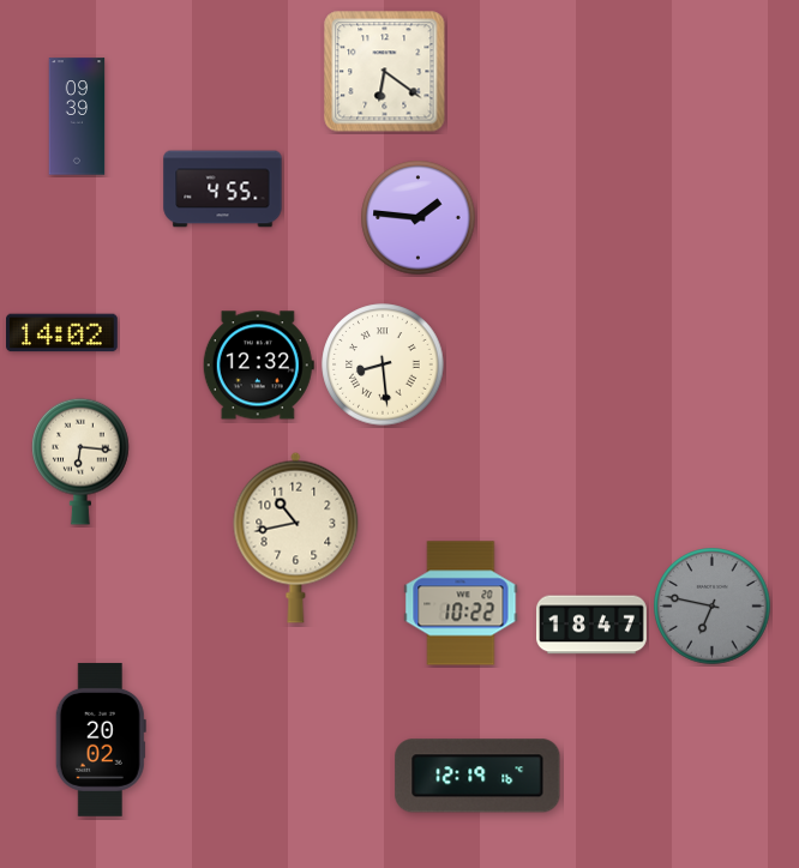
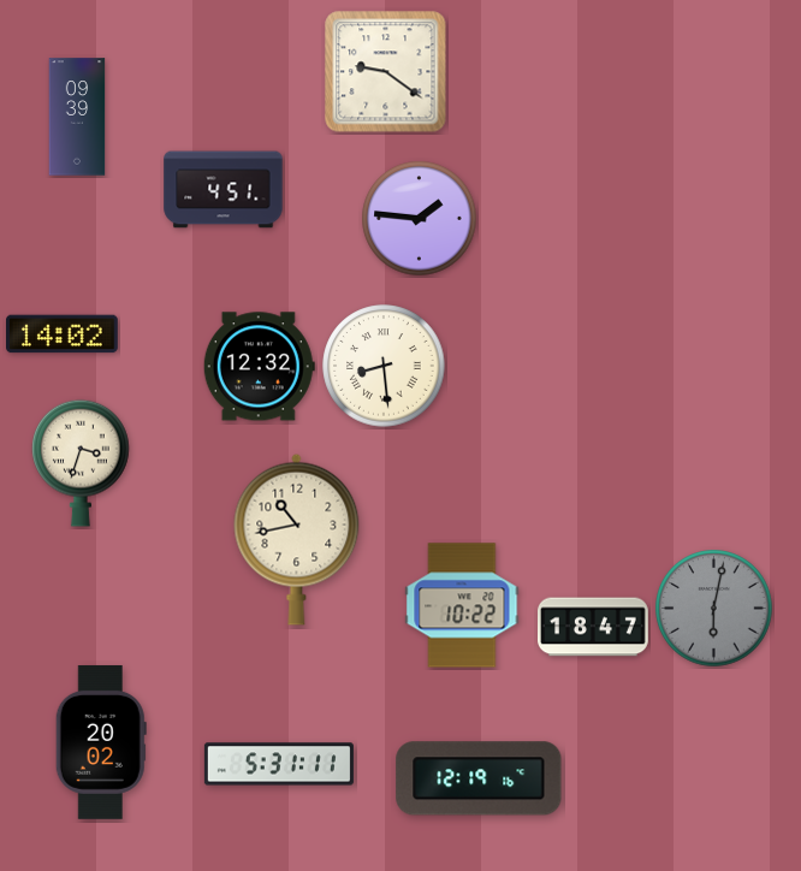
clock at (385, 72): 6:21 -> 9:21
clock at (223, 189): 4:55 -> 4:51
clock at (80, 462): 6:16 -> 3:33
clock at (713, 607): 6:47 -> 6:02
clock at (279, 764): none -> 5:31
